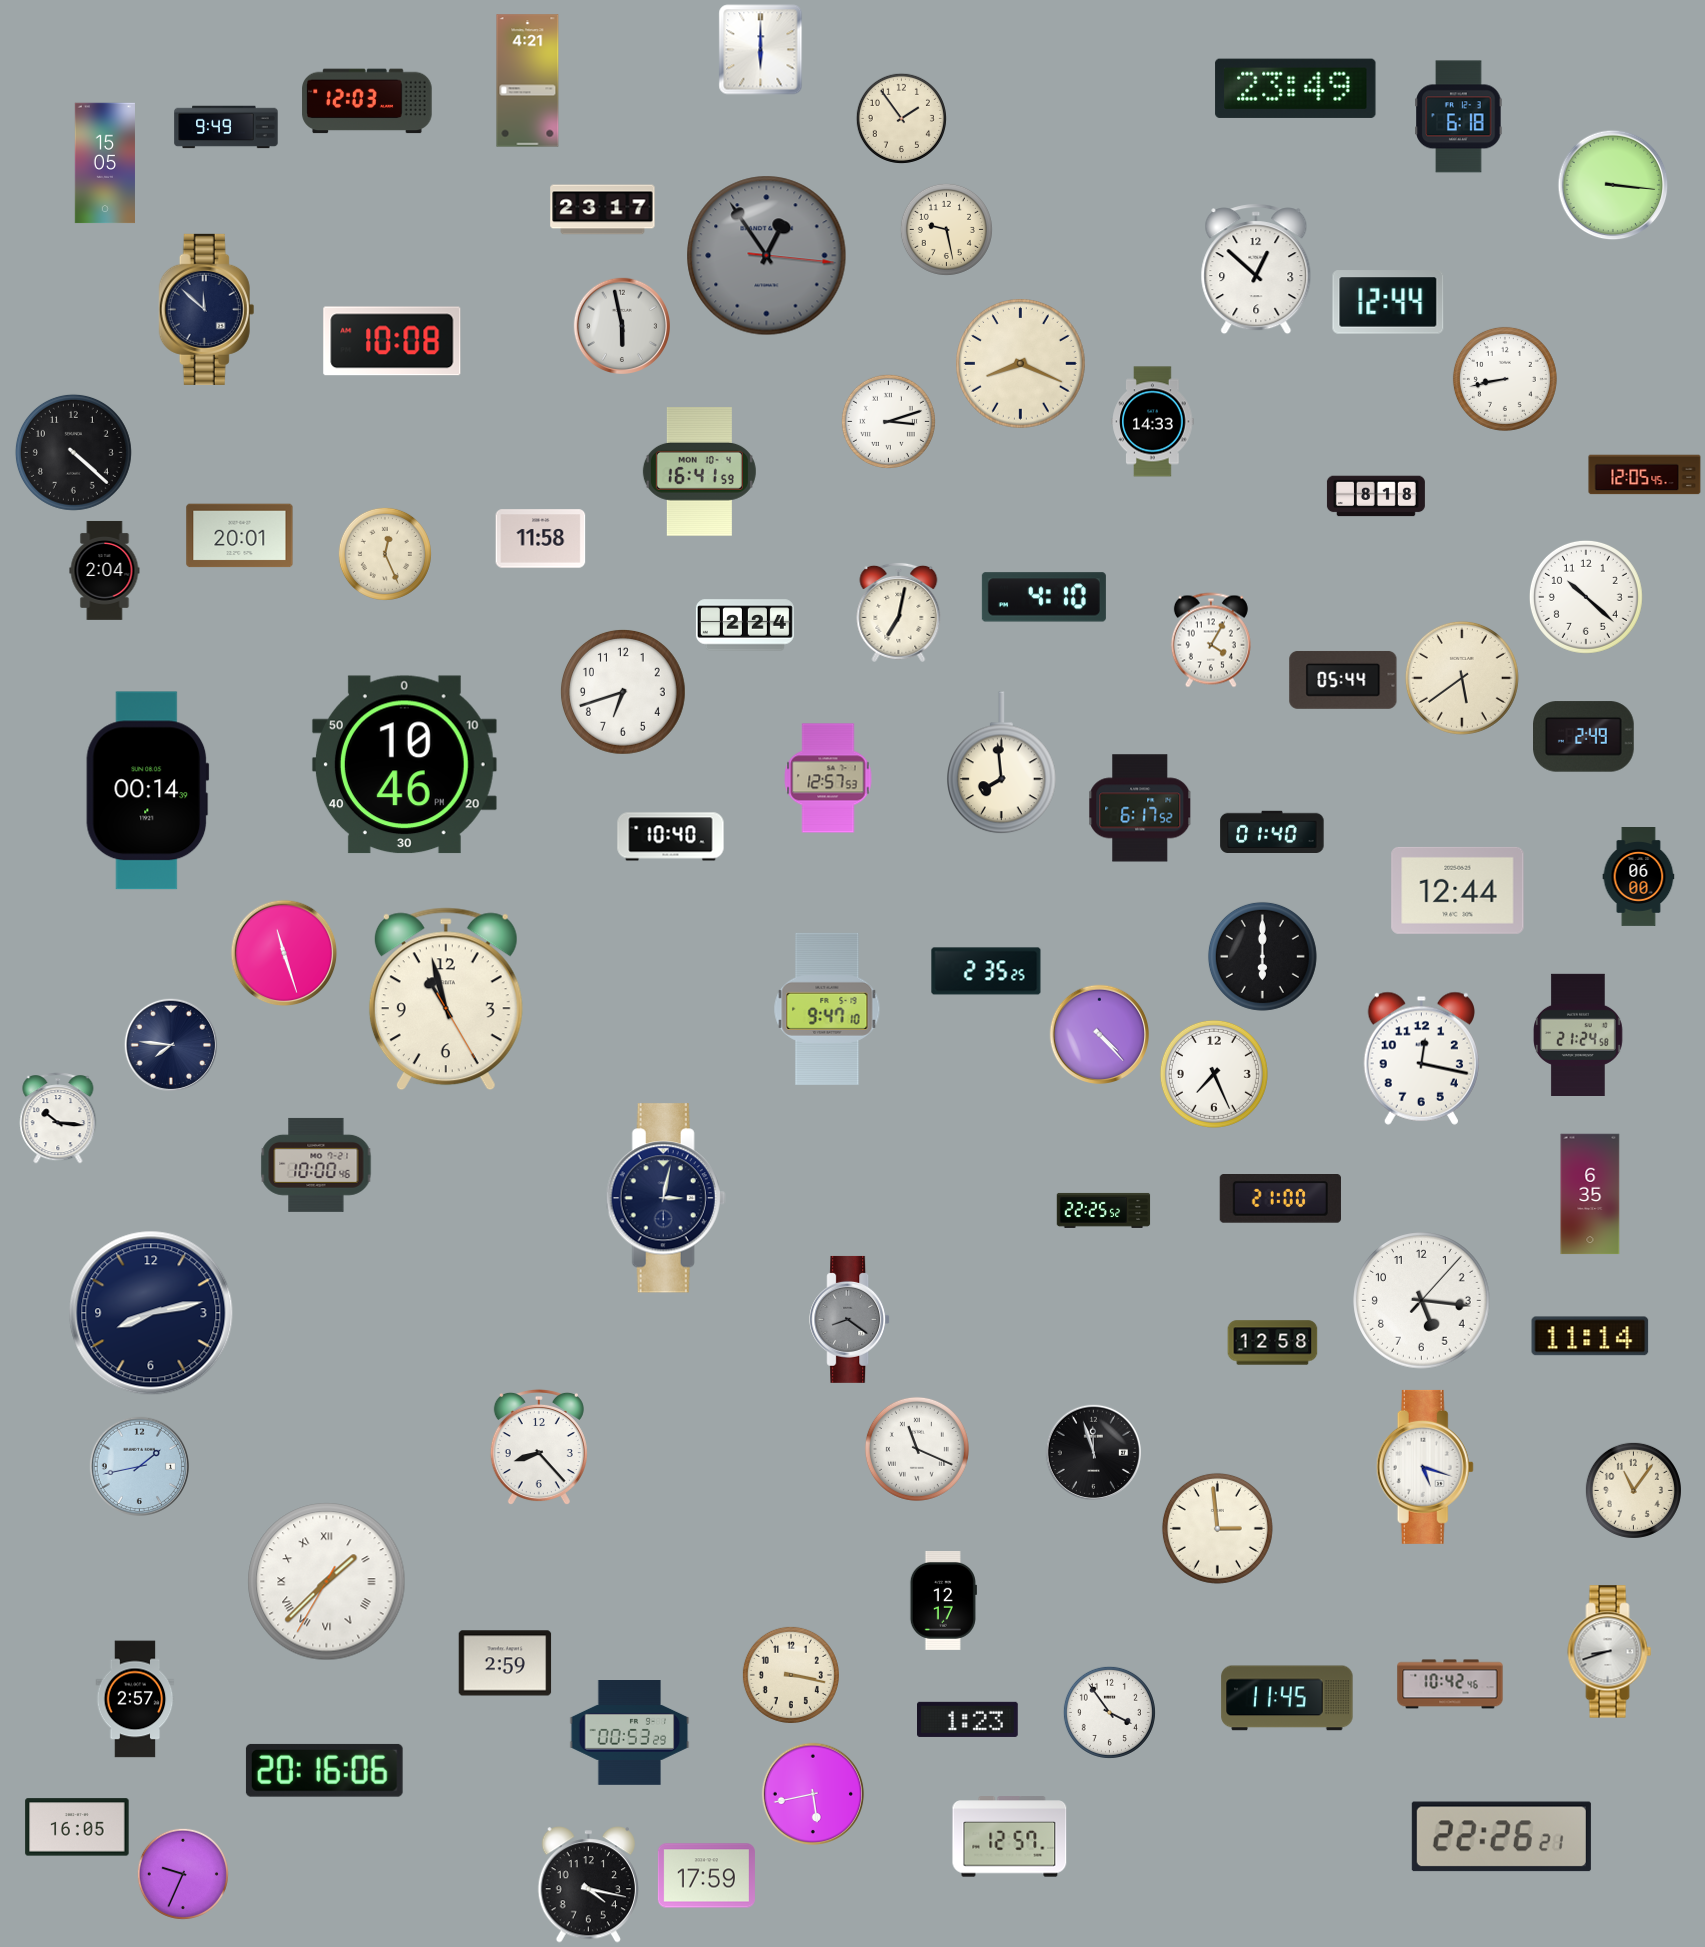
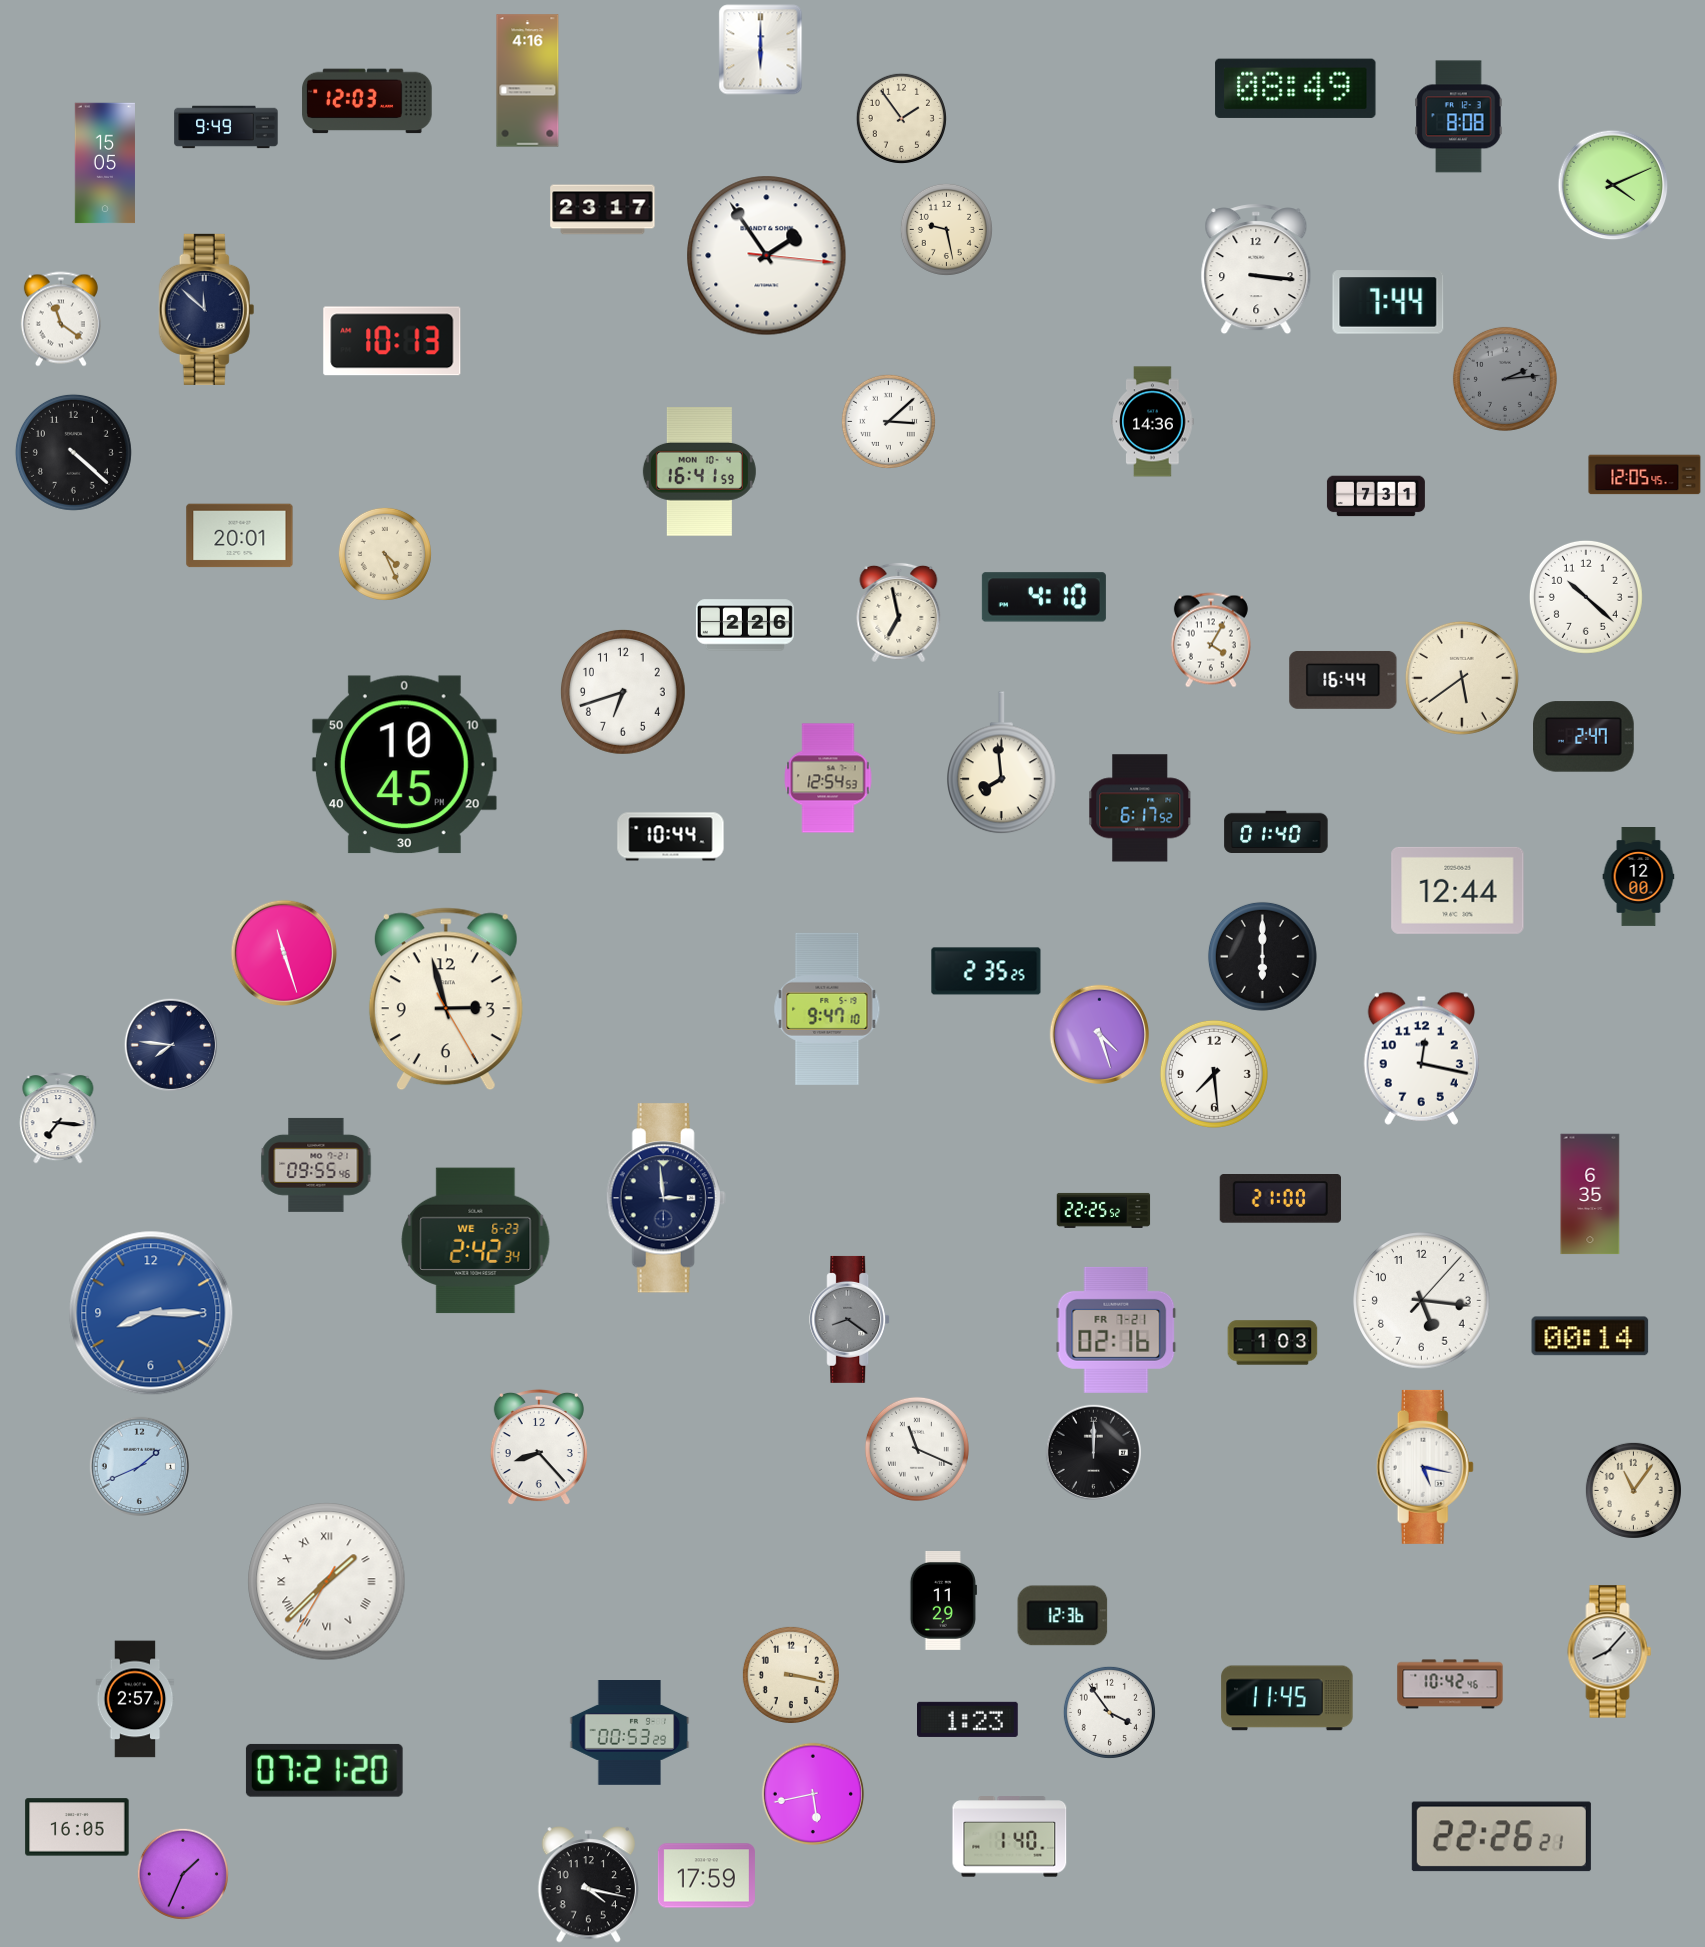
clock at (528, 81): 4:21 -> 4:16
clock at (1296, 88): 23:49 -> 08:49
clock at (1459, 117): 6:18 -> 8:08
clock at (1613, 185): 3:16 -> 4:11
clock at (767, 256): 12:54 -> 1:54
clock at (767, 256) dial: grey -> white
clock at (1256, 269): 12:52 -> 3:16
clock at (1388, 302): 12:44 -> 7:44
clock at (61, 319): none -> 11:21
clock at (621, 325): 5:58 -> none
clock at (392, 341): 10:08 -> 10:13
clock at (1021, 364): 8:19 -> none
clock at (1505, 379): 8:43 -> 2:14
clock at (1505, 379) dial: white -> grey
clock at (888, 421): 3:12 -> 3:08
clock at (1153, 422): 14:33 -> 14:36
clock at (1376, 496): 8:18 -> 7:31
clock at (541, 539): 11:58 -> none
clock at (385, 554): 12:26 -> 4:26
clock at (105, 570): 2:04 -> none
clock at (899, 612): 7:02 -> 6:58
clock at (745, 625): 2:24 -> 2:26
clock at (1343, 680): 05:44 -> 16:44
clock at (1584, 737): 2:49 -> 2:47
clock at (404, 765): 10:46 -> 10:45
clock at (828, 778): 12:57 -> 12:54
clock at (148, 791): 00:14 -> none
clock at (1272, 831) position: (1272, 831) -> (1276, 831)
clock at (671, 837): 10:40 -> 10:44
clock at (1639, 877): 06:00 -> 12:00
clock at (446, 999): 10:57 -> 2:57
clock at (1099, 1034): 4:23 -> 4:27
clock at (1579, 1034): 21:24 -> none
clock at (1214, 1074): 7:26 -> 7:29
clock at (58, 1118): 10:16 -> 7:16
clock at (316, 1165): 10:00 -> 09:55
clock at (666, 1198): 3:02 -> 2:59
clock at (476, 1241): none -> 2:42
clock at (151, 1313): 8:13 -> 8:15
clock at (151, 1313) dial: navy -> blue
clock at (1116, 1330): none -> 02:16
clock at (1590, 1336): 11:14 -> 00:14
clock at (1273, 1343): 12:58 -> 1:03
clock at (1093, 1452): 11:57 -> 12:00
clock at (139, 1466): 1:43 -> 1:41
clock at (1425, 1467): 5:18 -> 5:17
clock at (1217, 1528): 2:59 -> none
clock at (943, 1600): 12:17 -> 11:29
clock at (1063, 1616): none -> 12:36
clock at (1610, 1652): 8:42 -> 8:07
clock at (505, 1663): 2:59 -> none
clock at (324, 1770): 20:16 -> 07:21
clock at (1010, 1837): 12:57 -> 1:40
clock at (183, 1874): 9:34 -> 1:34
